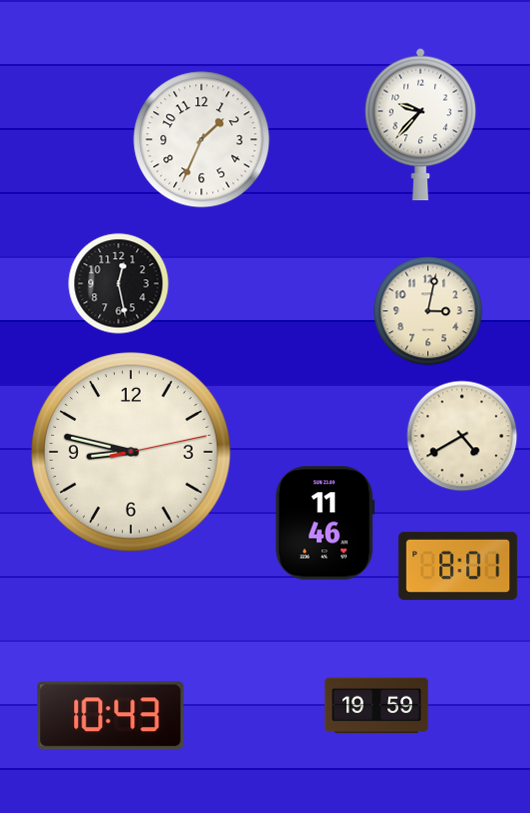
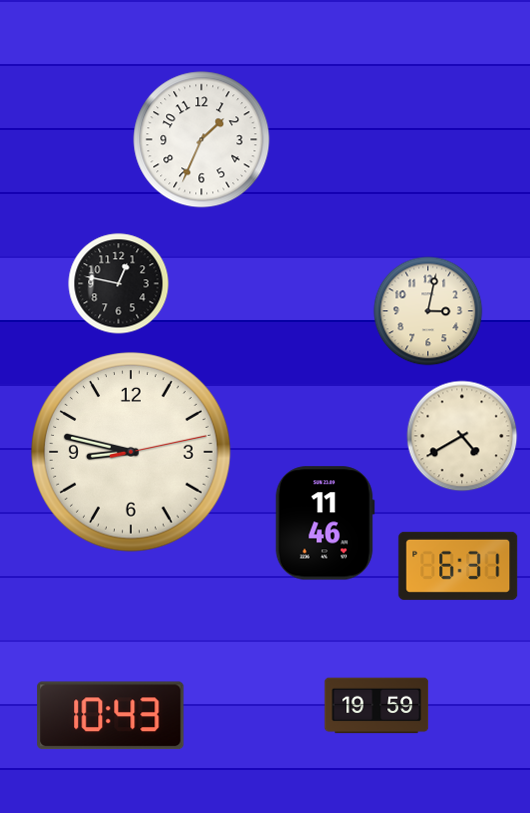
clock at (421, 124): 9:37 -> none
clock at (119, 284): 12:28 -> 12:47
clock at (458, 566): 8:01 -> 6:31
